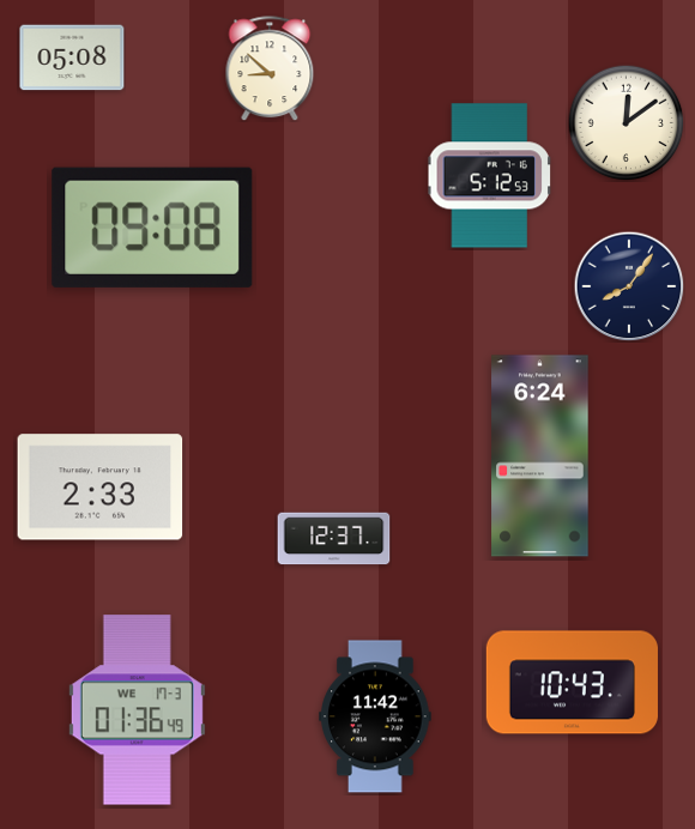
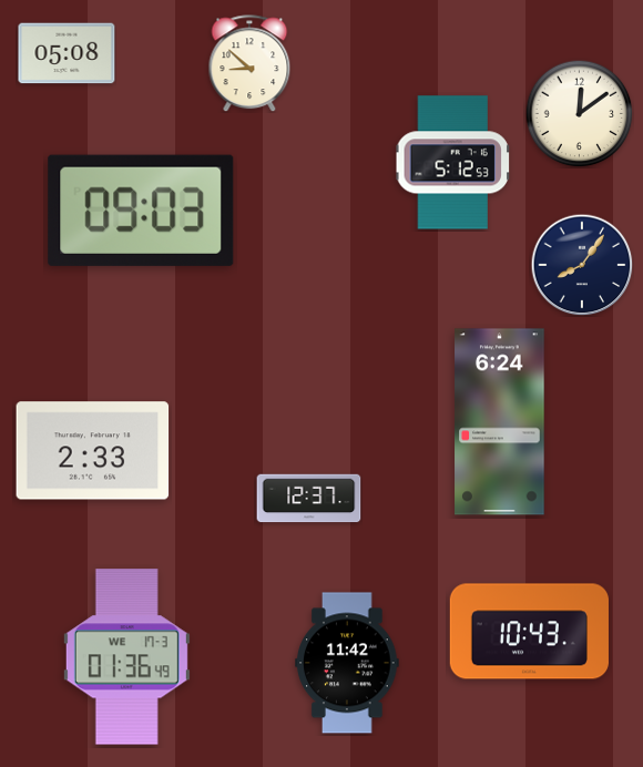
clock at (152, 228): 09:08 -> 09:03
